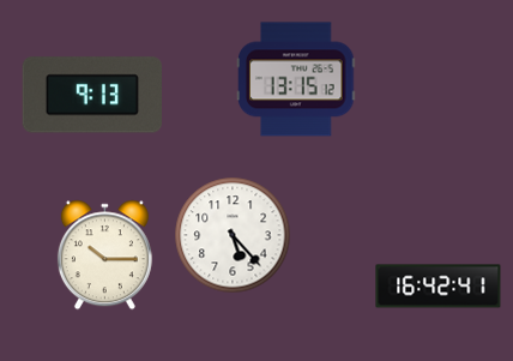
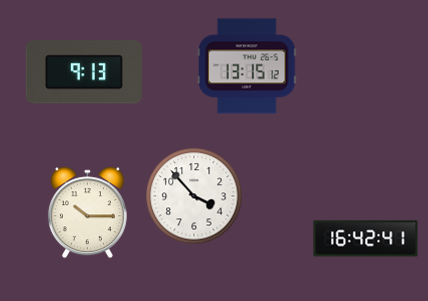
clock at (92, 95) position: (92, 95) -> (84, 72)
clock at (233, 235): 5:23 -> 3:53
